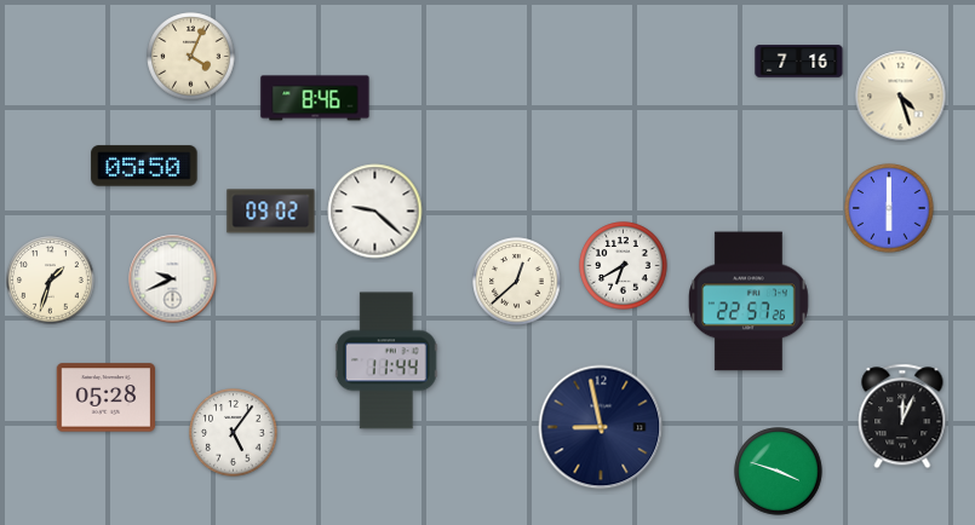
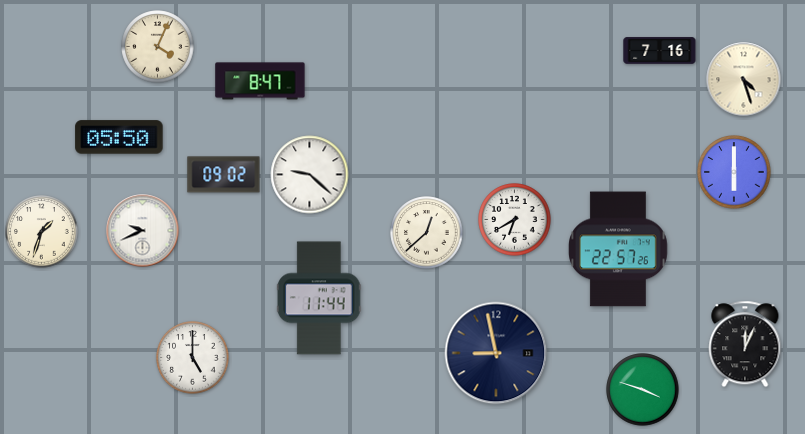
clock at (315, 98): 8:46 -> 8:47
clock at (107, 398): 05:28 -> none
clock at (234, 433): 5:06 -> 5:00
